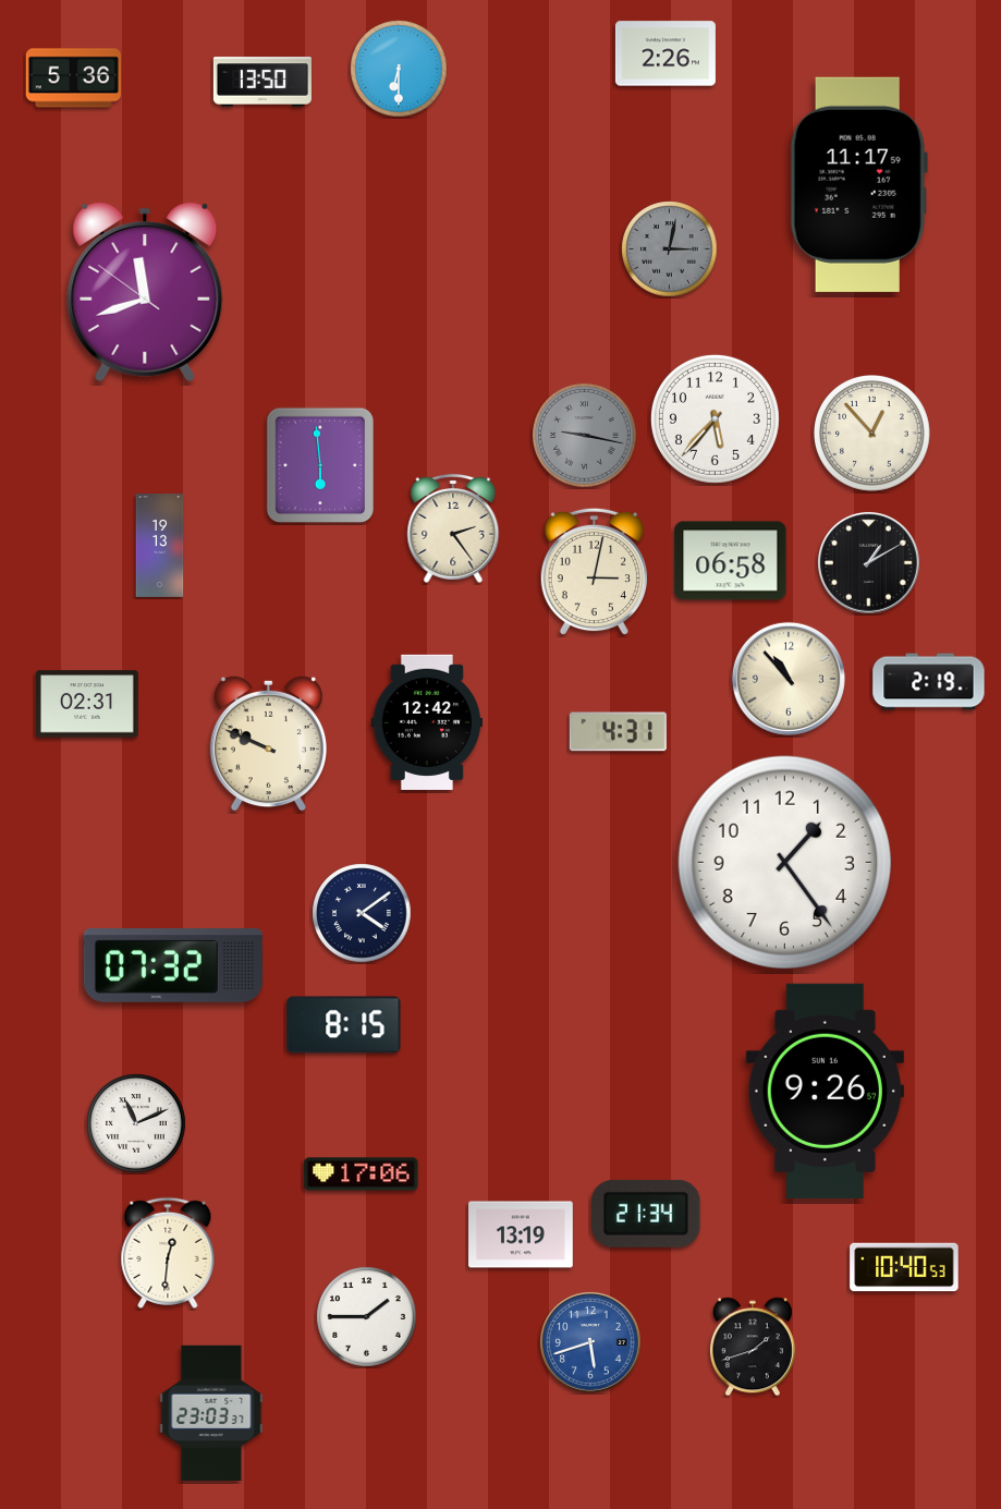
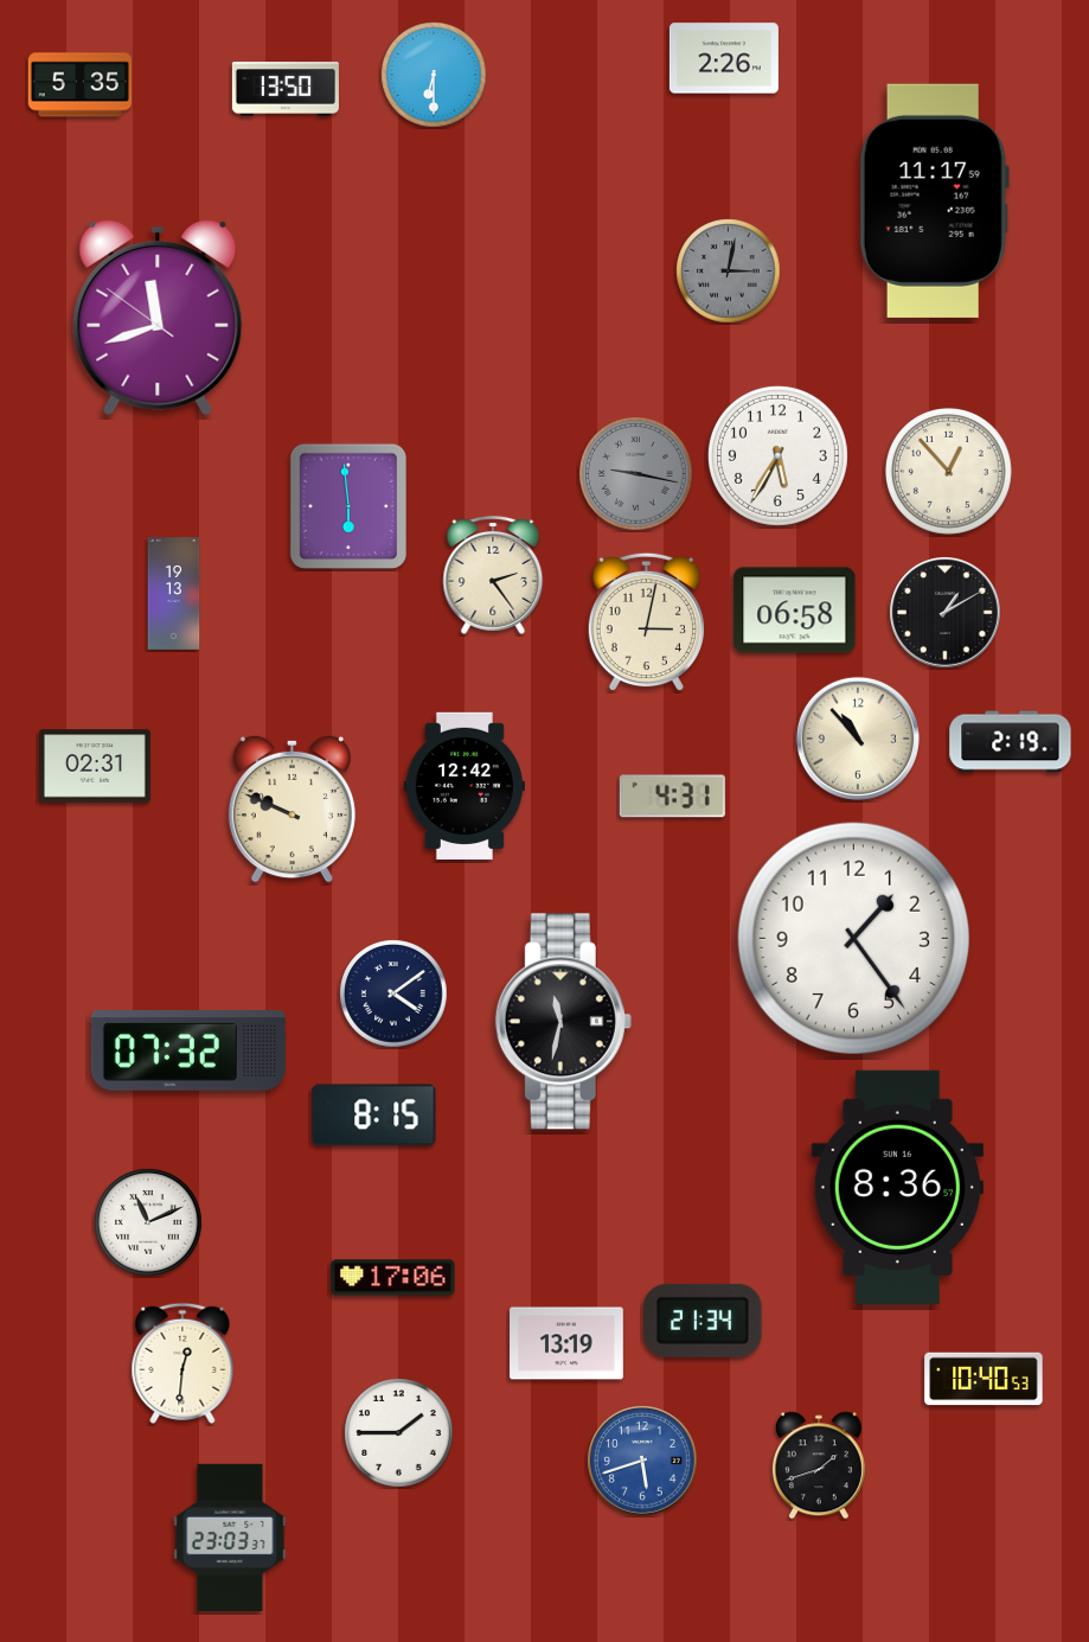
clock at (73, 78): 5:36 -> 5:35
clock at (715, 418): 5:37 -> 5:35
clock at (563, 1022): none -> 11:32
clock at (825, 1091): 9:26 -> 8:36
